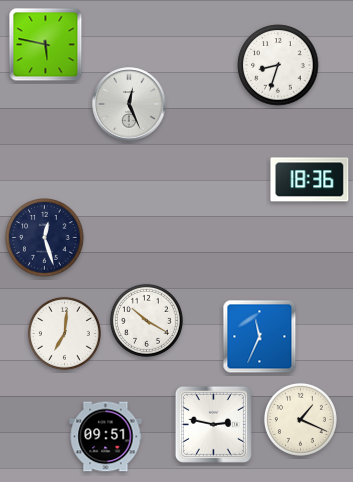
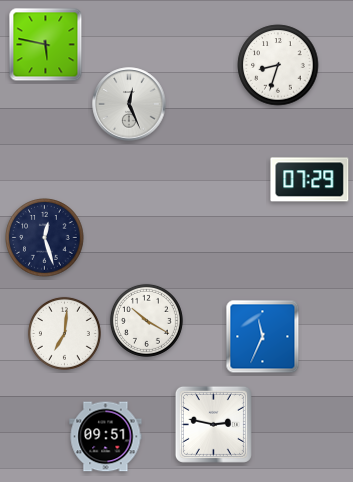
clock at (310, 180): 18:36 -> 07:29
clock at (260, 337) position: (260, 337) -> (263, 337)
clock at (300, 419): 1:19 -> none
